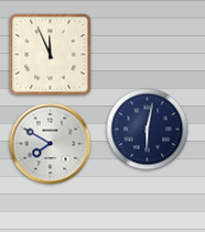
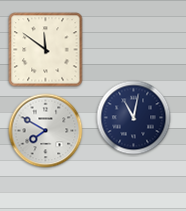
clock at (51, 55): 11:56 -> 11:51
clock at (148, 130): 6:02 -> 11:02
